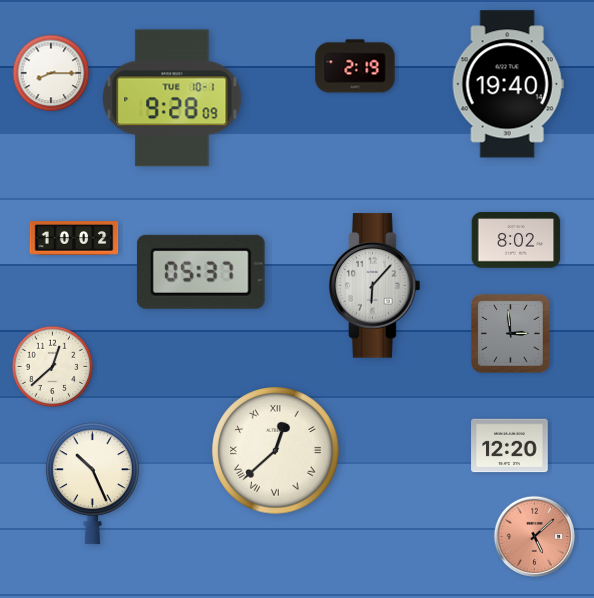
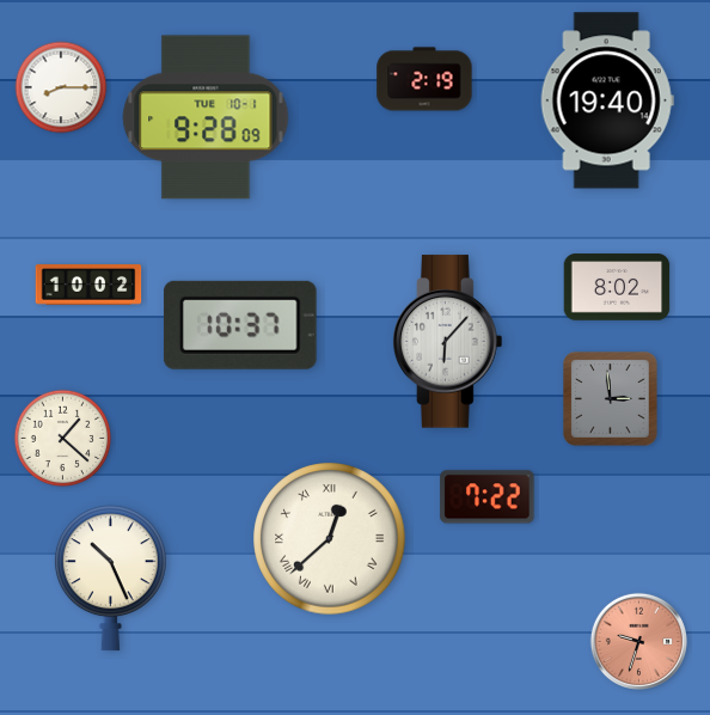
clock at (201, 272): 05:37 -> 10:37
clock at (53, 367): 12:38 -> 1:22
clock at (488, 497): none -> 7:22
clock at (510, 446): 12:20 -> none
clock at (534, 536): 5:08 -> 9:33
